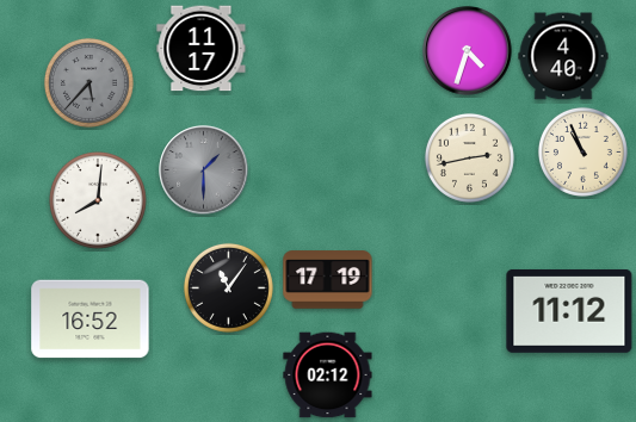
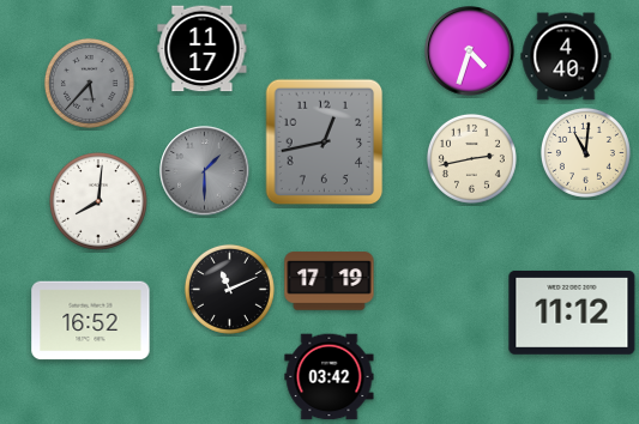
clock at (325, 143): none -> 12:43
clock at (582, 151): 10:56 -> 11:01
clock at (228, 287): 11:06 -> 11:11
clock at (328, 376): 02:12 -> 03:42
